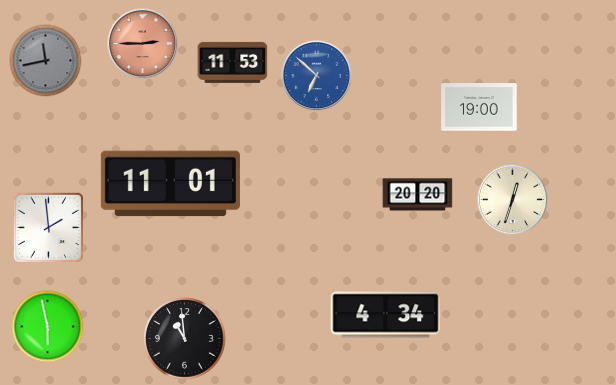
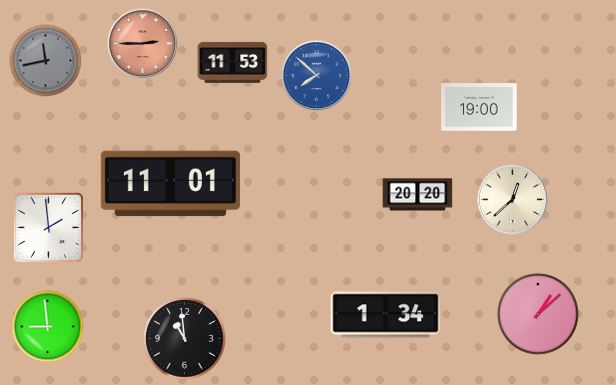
clock at (317, 76): 6:52 -> 7:52
clock at (513, 200): 12:33 -> 12:38
clock at (538, 314): none -> 1:08
clock at (386, 315): 4:34 -> 1:34
clock at (48, 327): 5:58 -> 8:59
